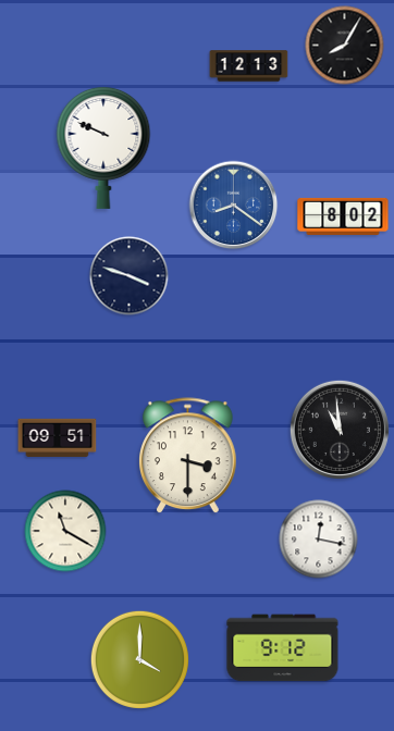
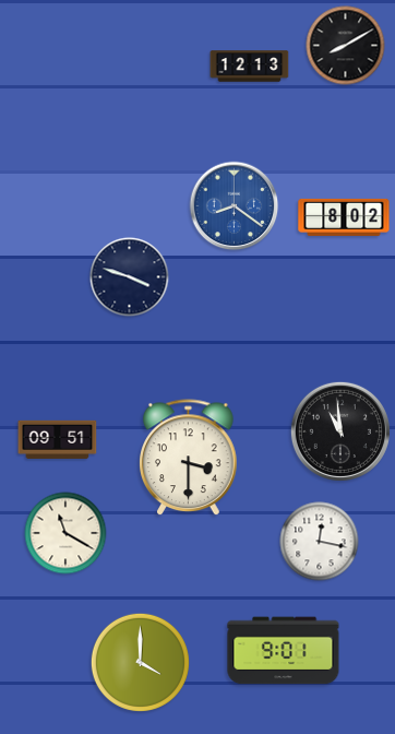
clock at (345, 46): 8:05 -> 8:10
clock at (103, 147): 9:49 -> none
clock at (283, 648): 9:12 -> 9:01
